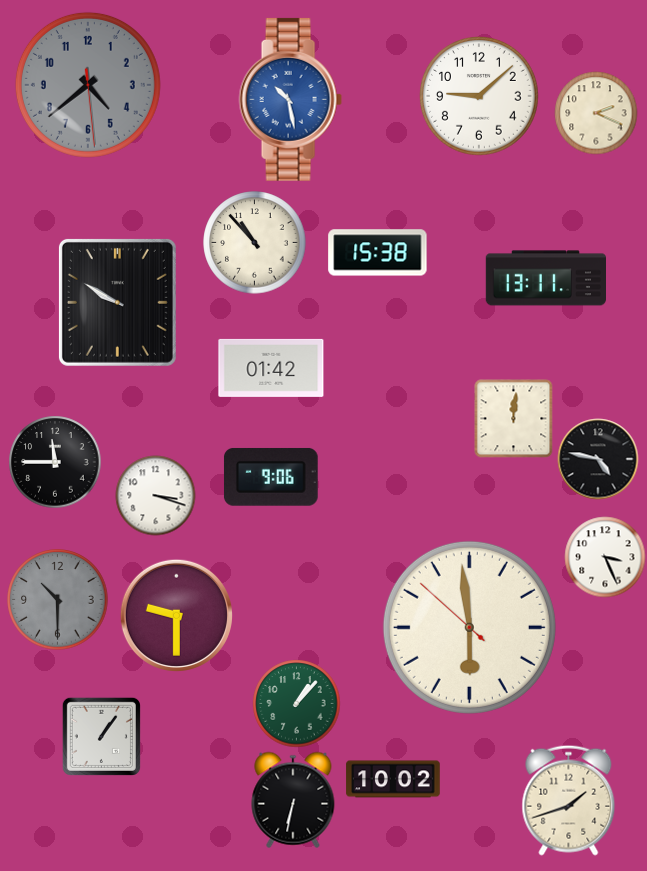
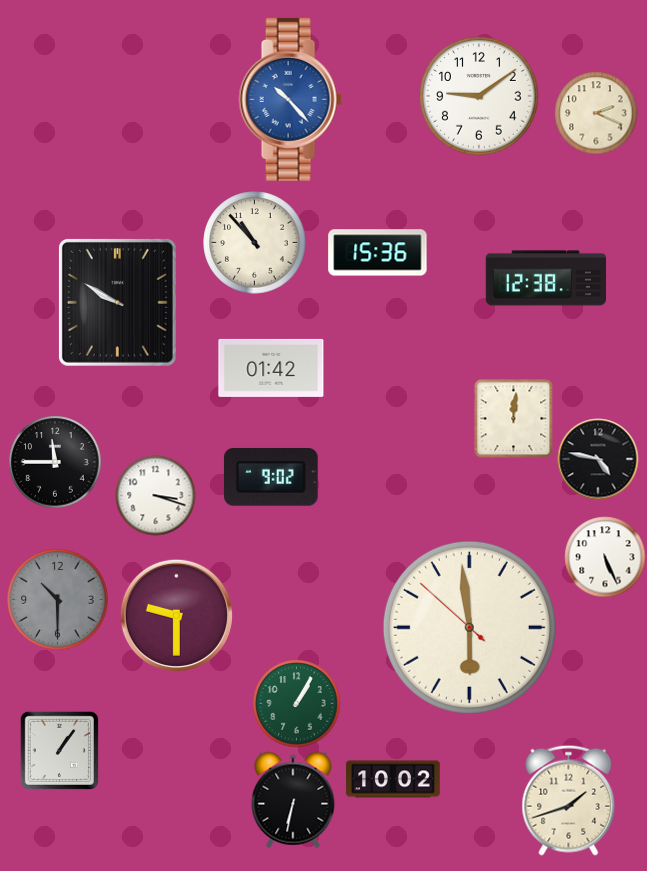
clock at (88, 85): 4:38 -> none
clock at (479, 96): 9:08 -> 9:09
clock at (290, 99): 10:28 -> 10:23
clock at (378, 253): 15:38 -> 15:36
clock at (545, 278): 13:11 -> 12:38
clock at (271, 477): 9:06 -> 9:02
clock at (605, 557): 3:26 -> 5:26
clock at (297, 704): 1:07 -> 1:05
clock at (101, 736) position: (101, 736) -> (59, 750)
